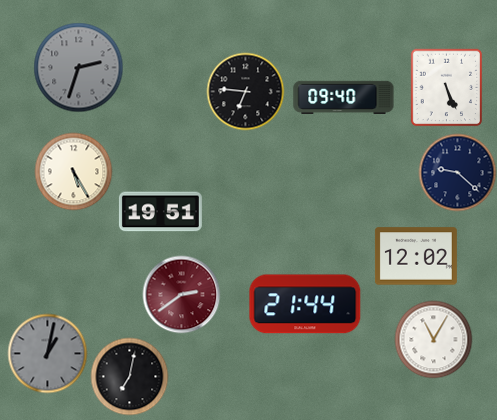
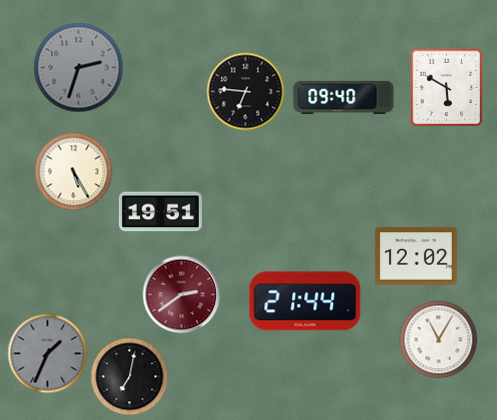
clock at (447, 87): 5:26 -> 5:50
clock at (457, 172): 9:22 -> none
clock at (305, 304) position: (305, 304) -> (305, 301)
clock at (433, 339) position: (433, 339) -> (438, 339)
clock at (47, 353): 1:02 -> 1:34
